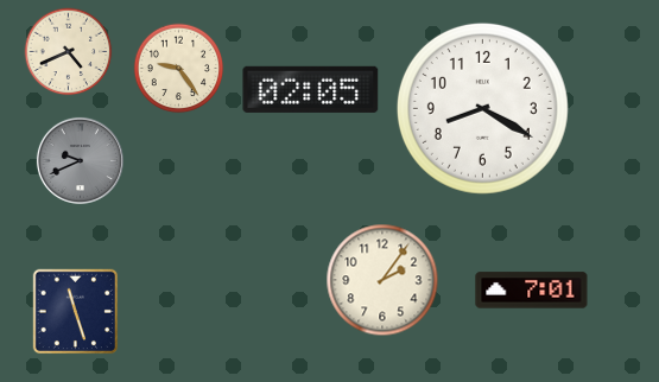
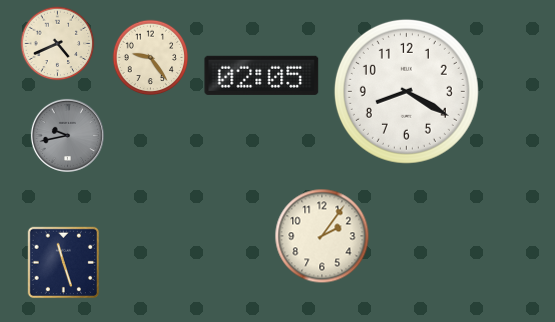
clock at (80, 160): 9:41 -> 9:43
clock at (532, 291): 7:01 -> none
